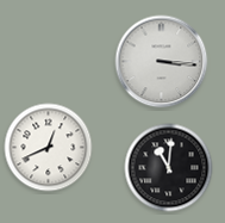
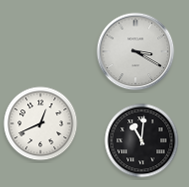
clock at (162, 62): 3:16 -> 3:20
